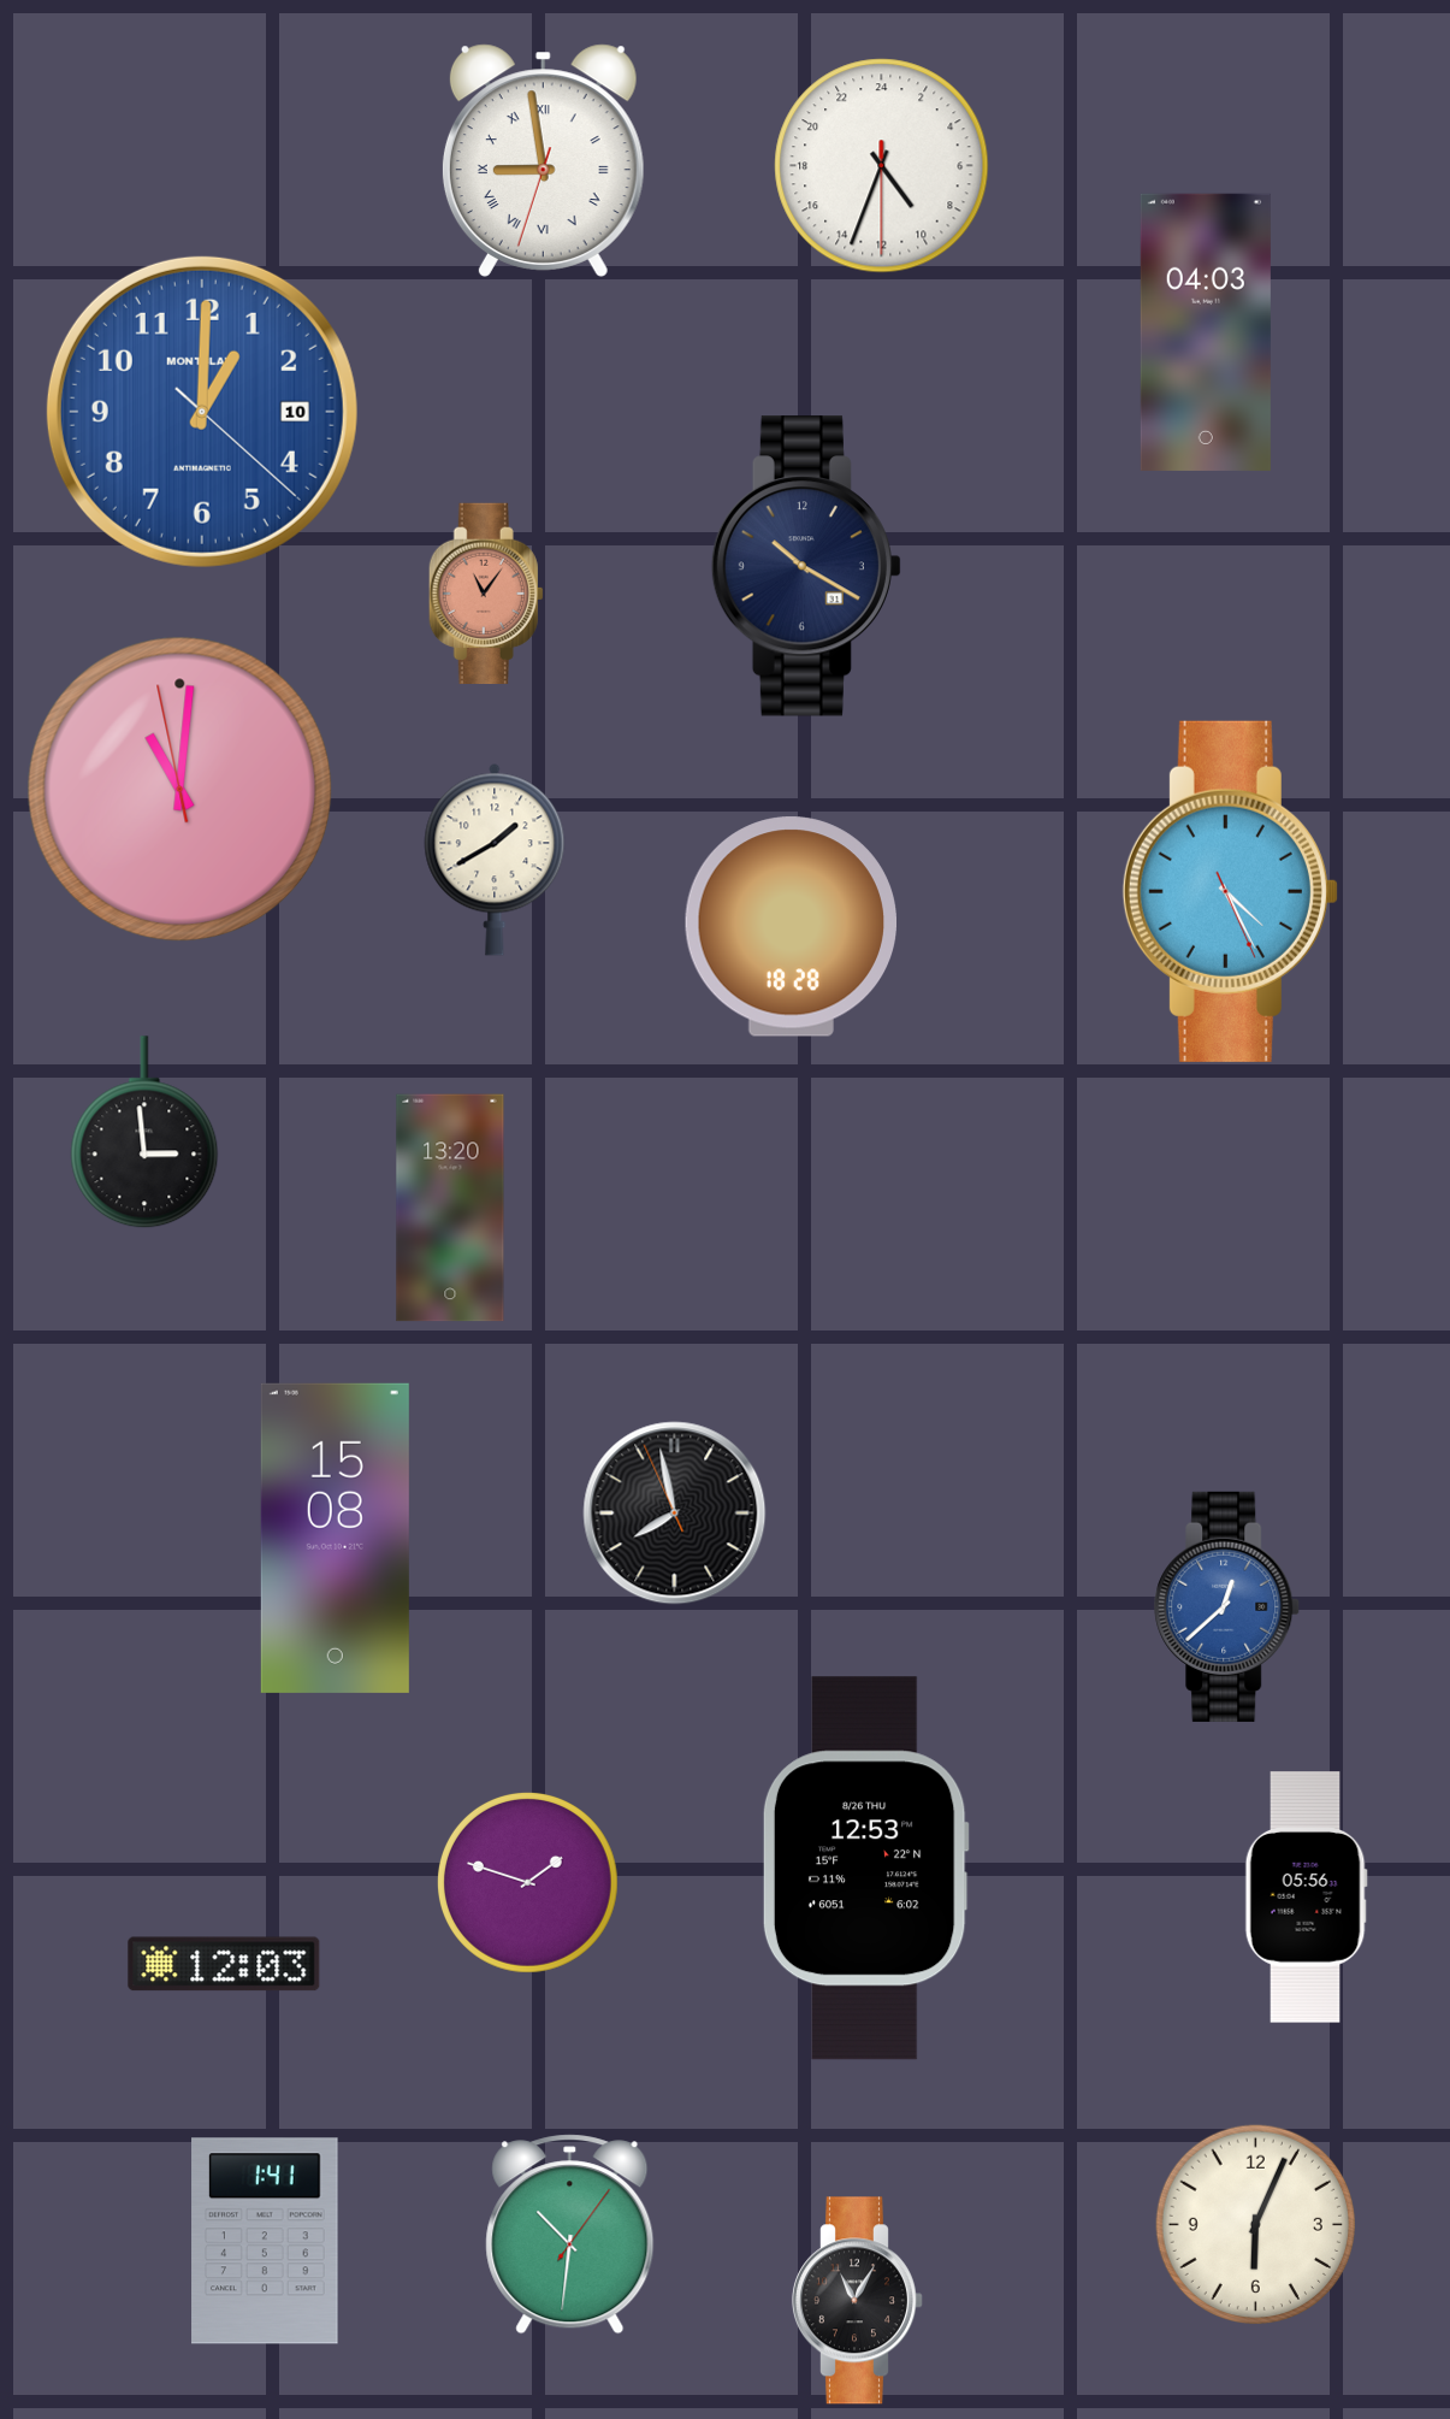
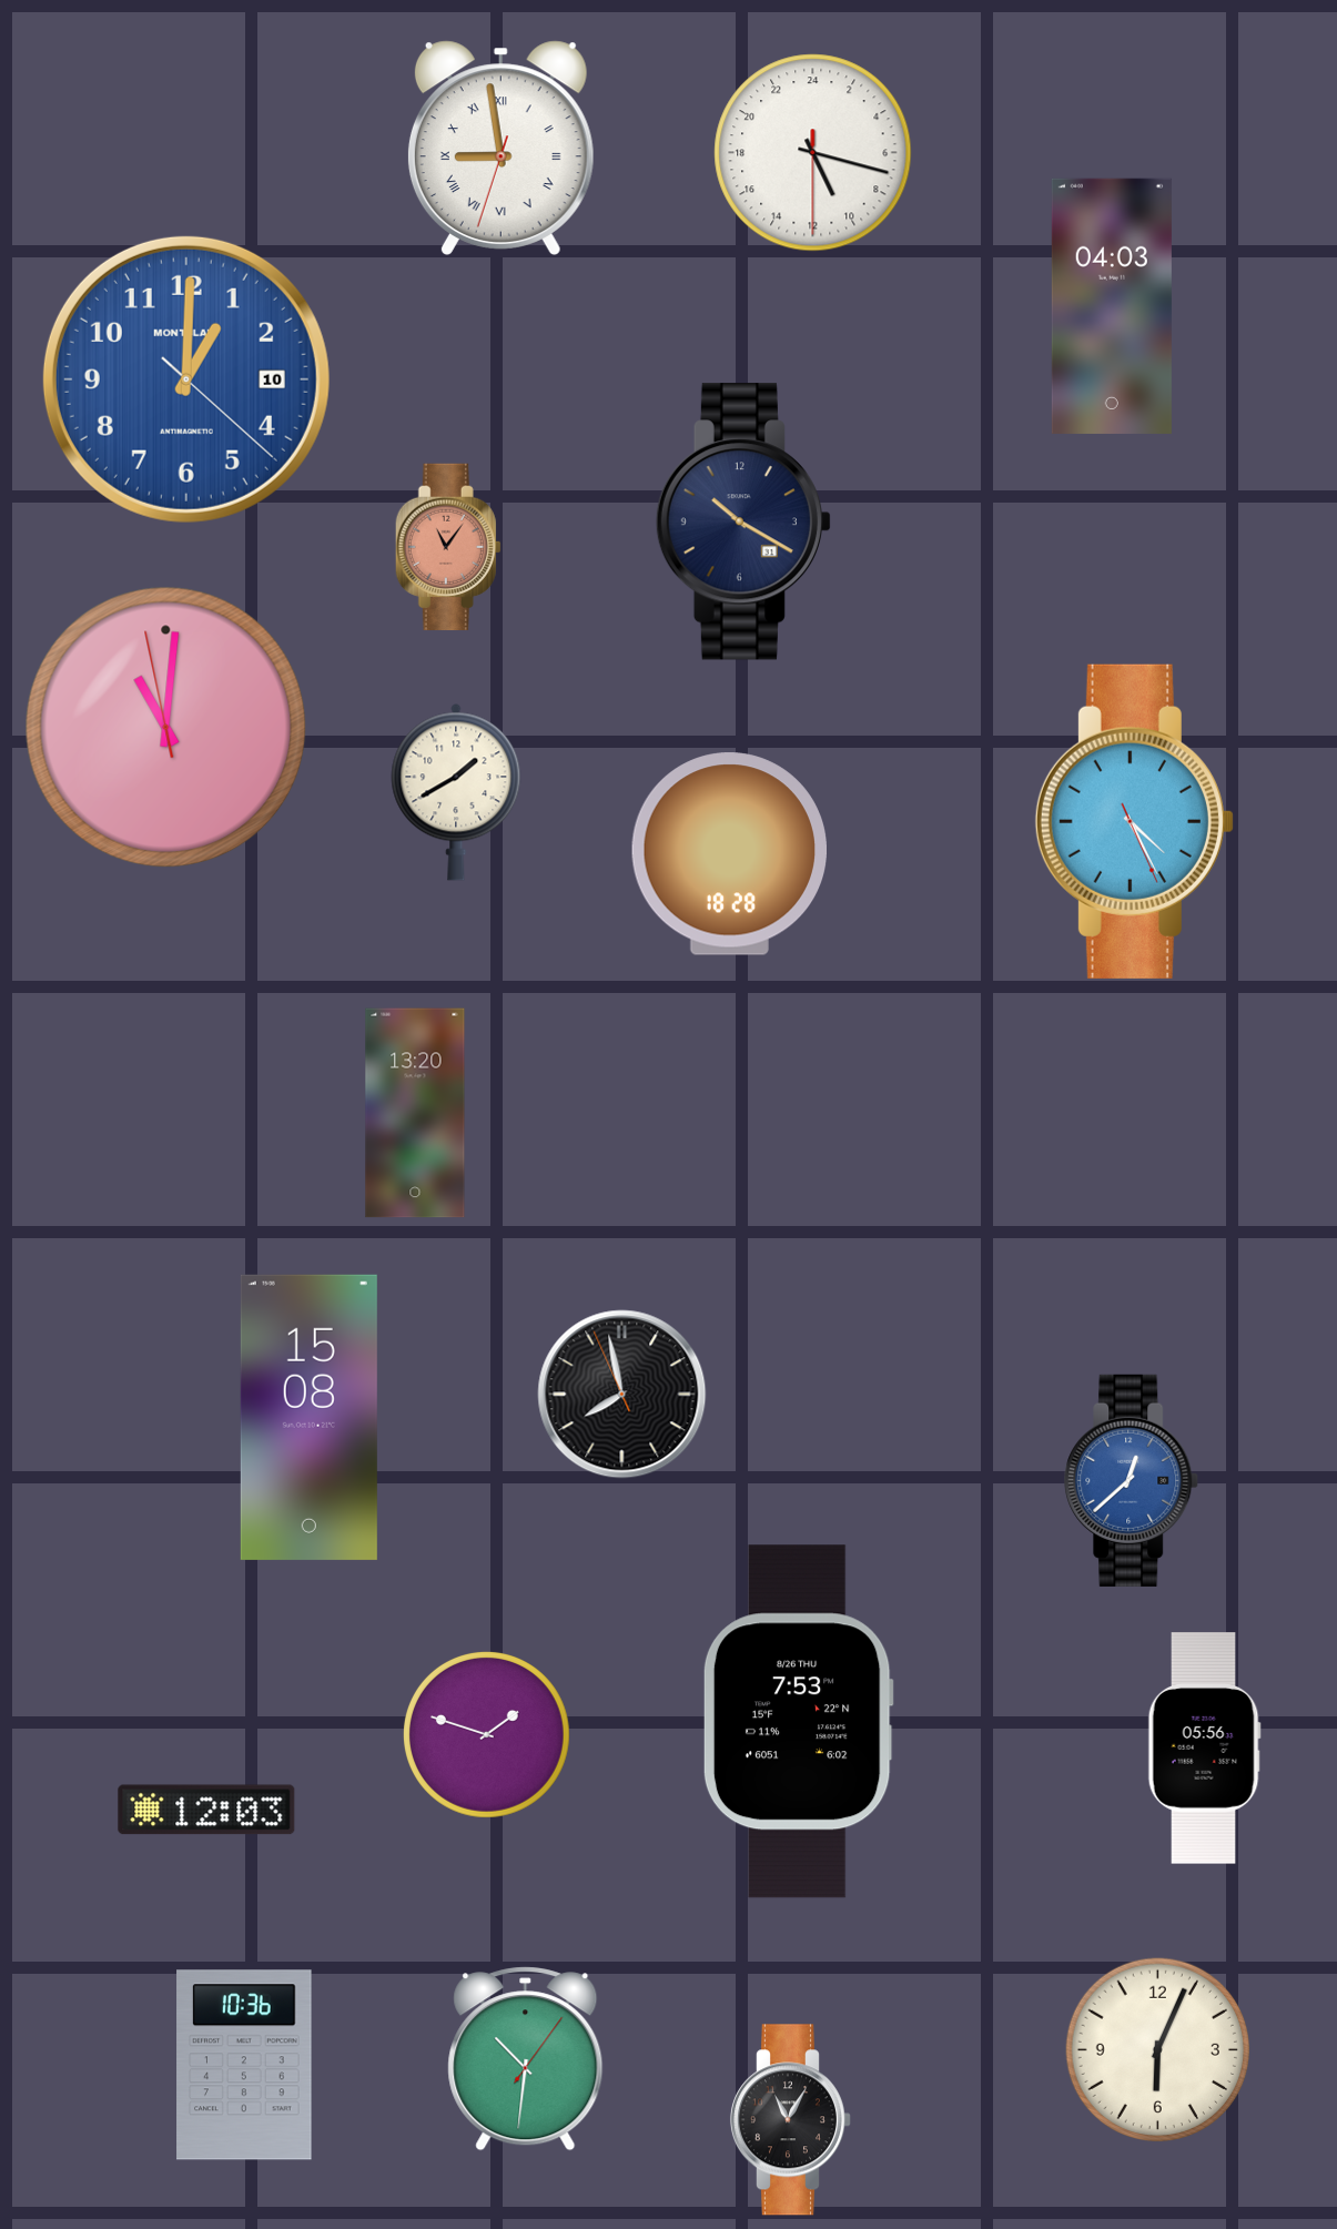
clock at (882, 166): 9:33 -> 10:17
clock at (144, 1133): 2:59 -> none
clock at (865, 1869): 12:53 -> 7:53
clock at (265, 2241): 1:41 -> 10:36
